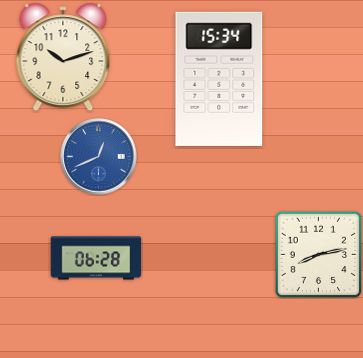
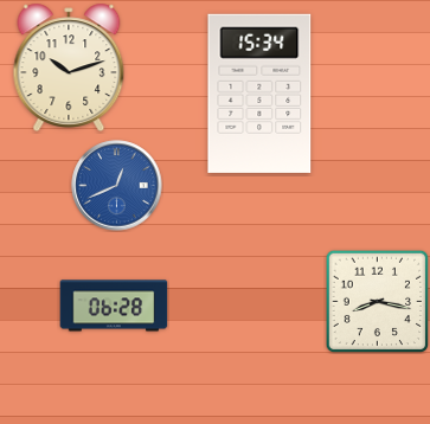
clock at (63, 56) position: (63, 56) -> (69, 66)
clock at (318, 254): 8:13 -> 8:17
